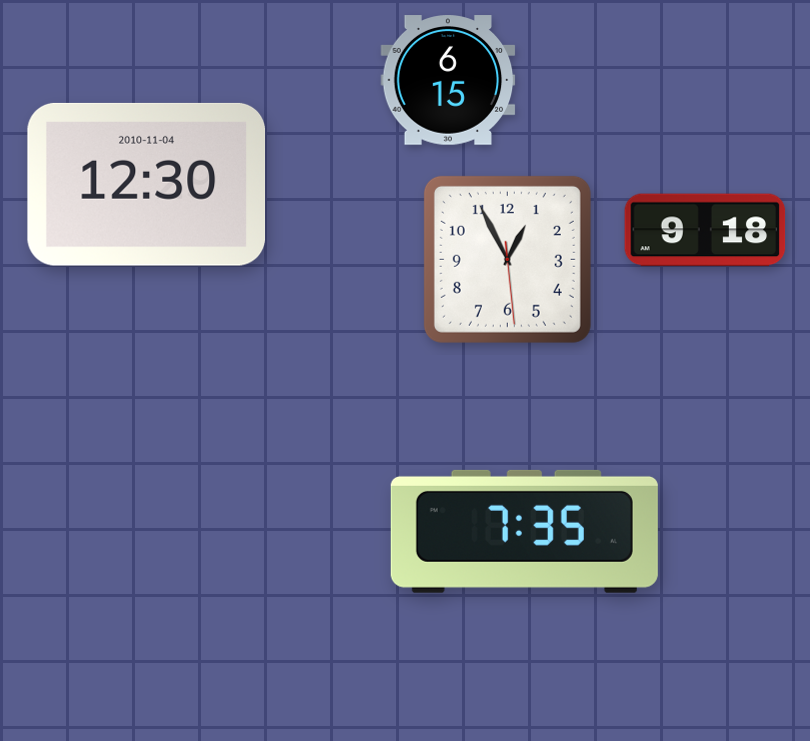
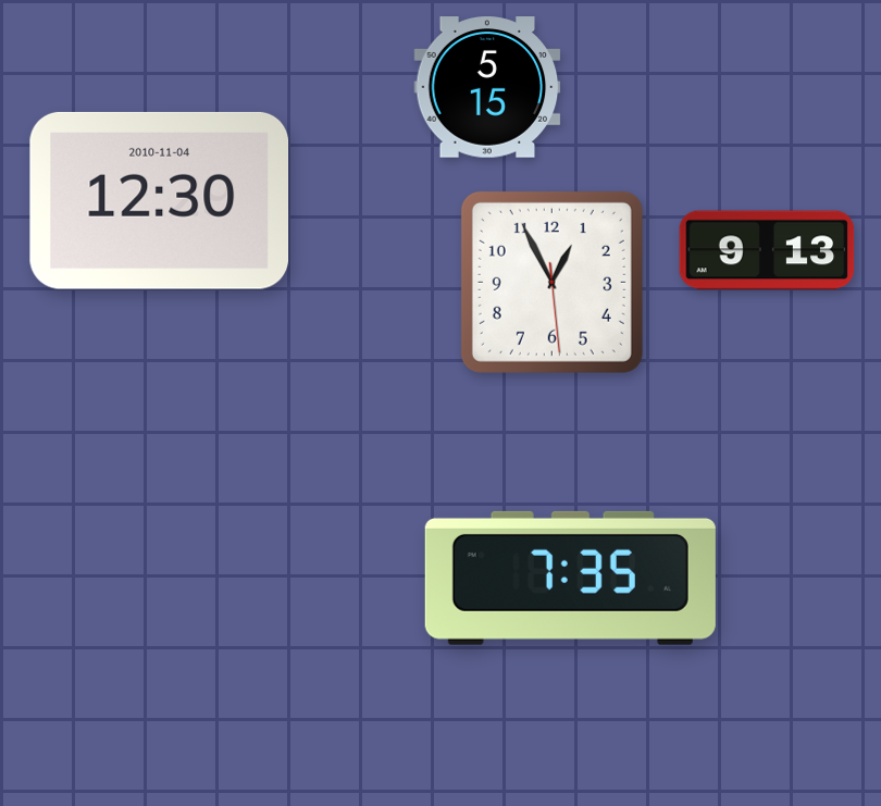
clock at (448, 80): 6:15 -> 5:15
clock at (705, 230): 9:18 -> 9:13
